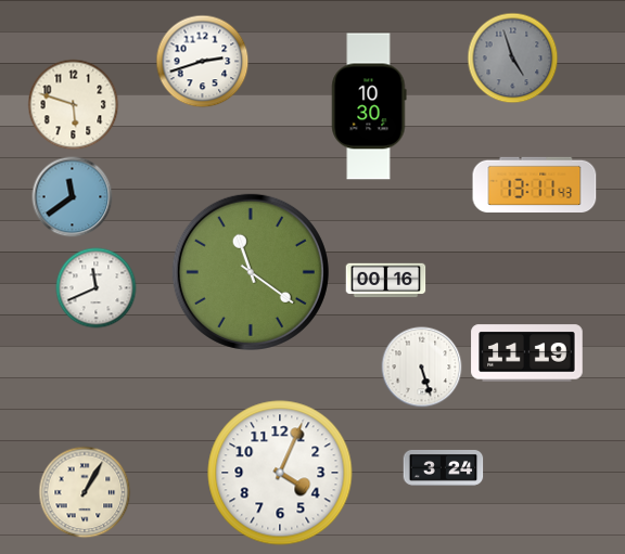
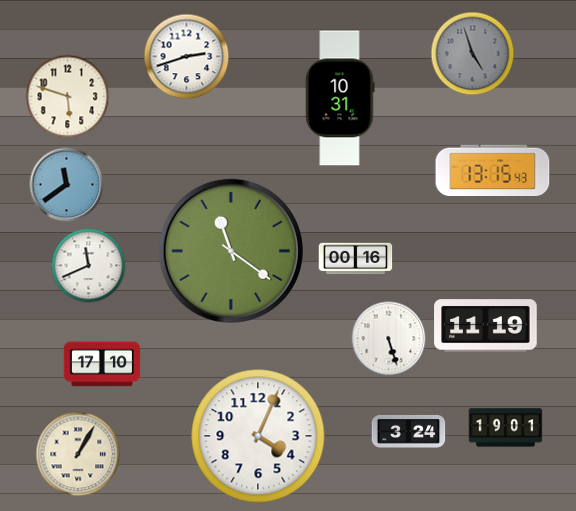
clock at (369, 106): 10:30 -> 10:31
clock at (535, 184): 13:11 -> 13:15
clock at (73, 197) position: (73, 197) -> (67, 185)
clock at (102, 364): none -> 17:10
clock at (506, 428): none -> 19:01
